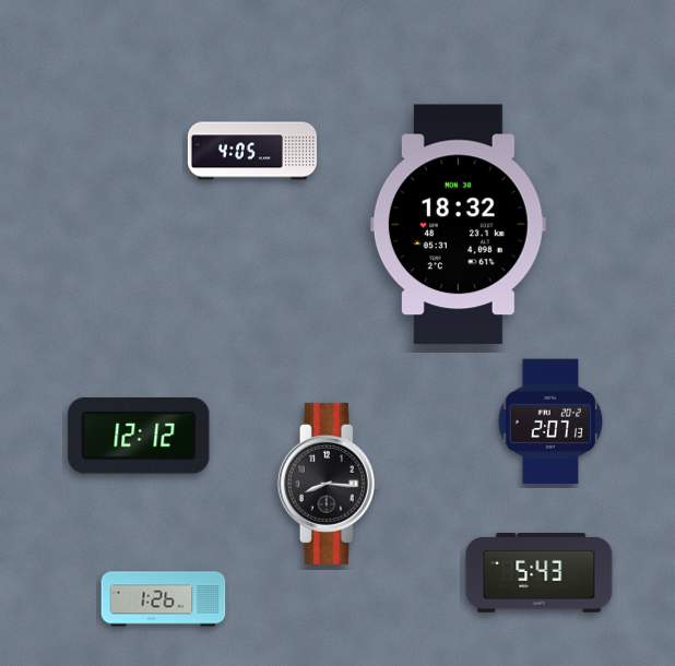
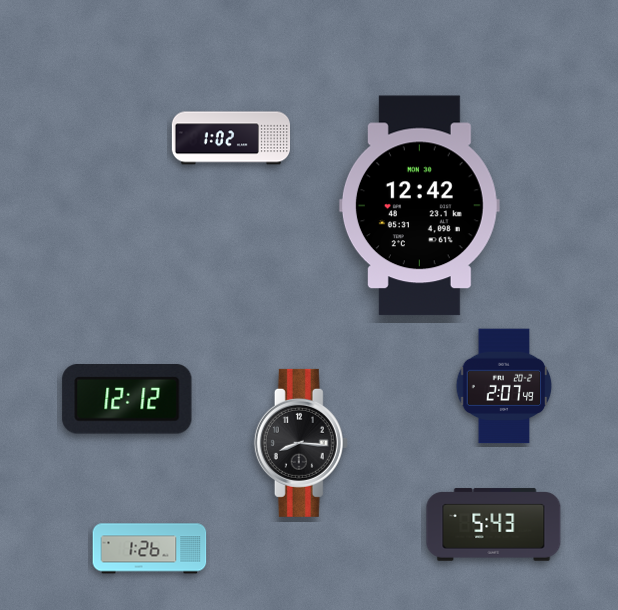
clock at (251, 151): 4:05 -> 1:02
clock at (458, 225): 18:32 -> 12:42
clock at (550, 421): 2:07:13 -> 2:07:49
